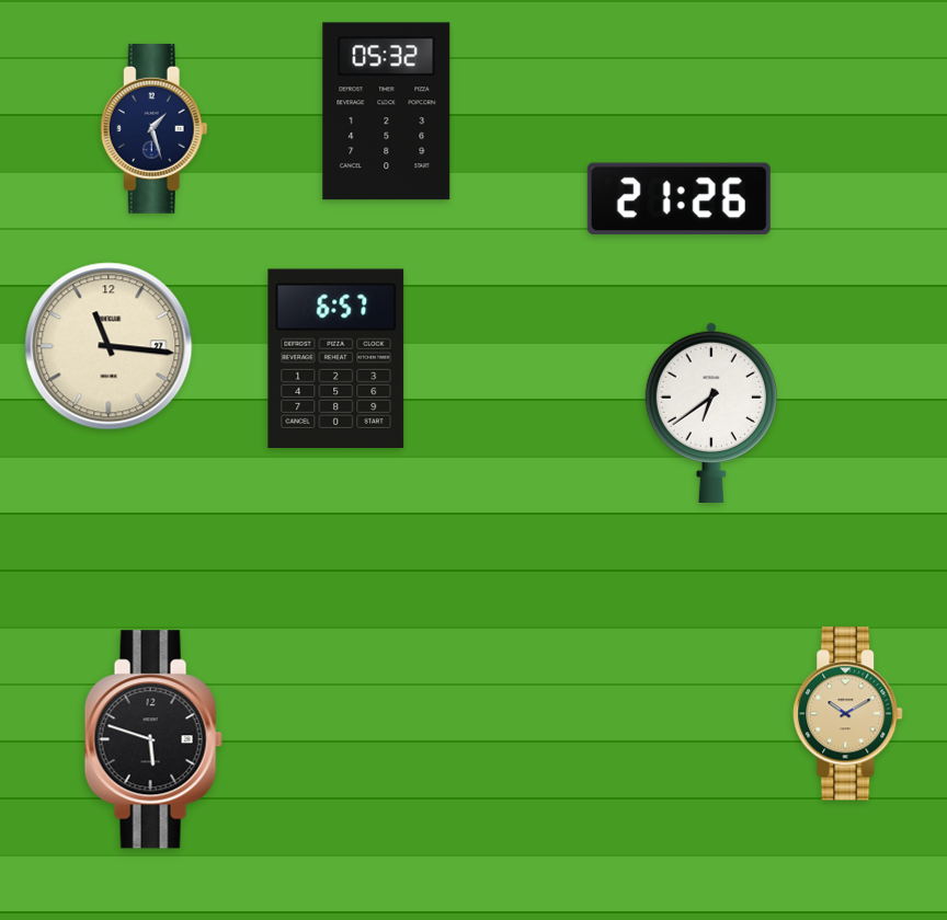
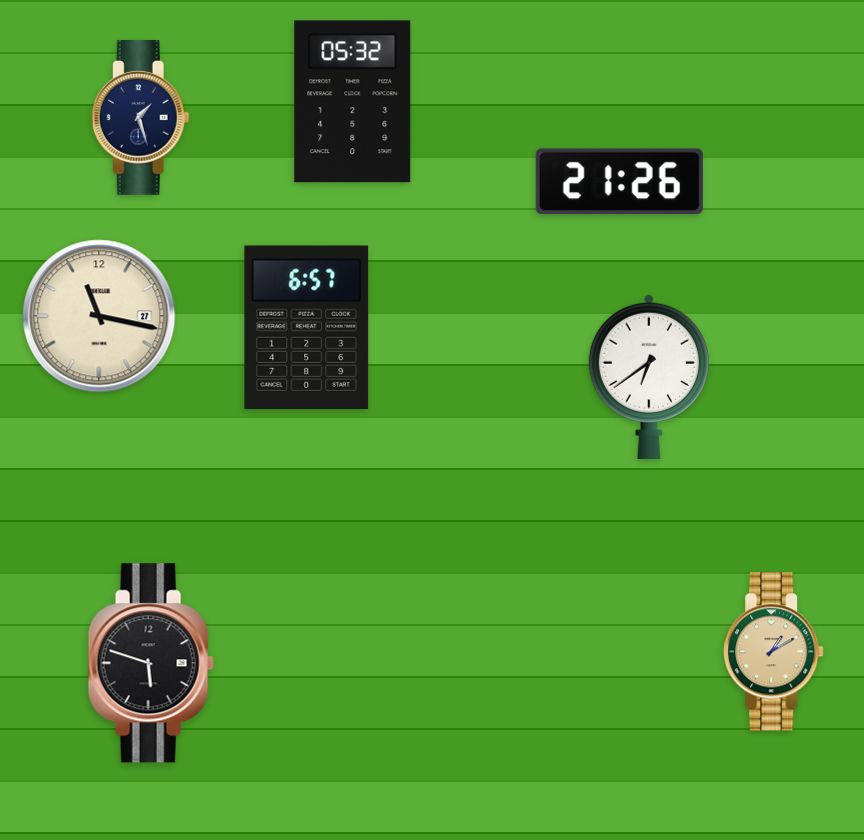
clock at (109, 346): 11:16 -> 11:17
clock at (848, 714): 10:10 -> 1:10
clock at (153, 739) position: (153, 739) -> (151, 663)
